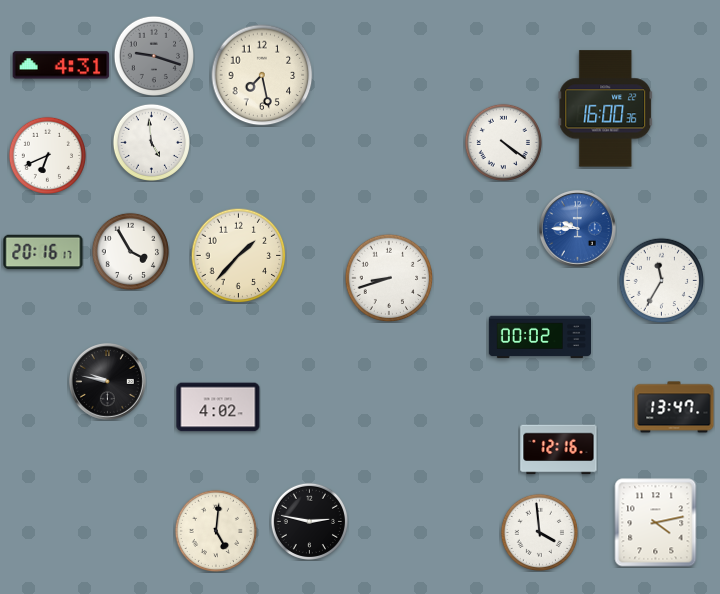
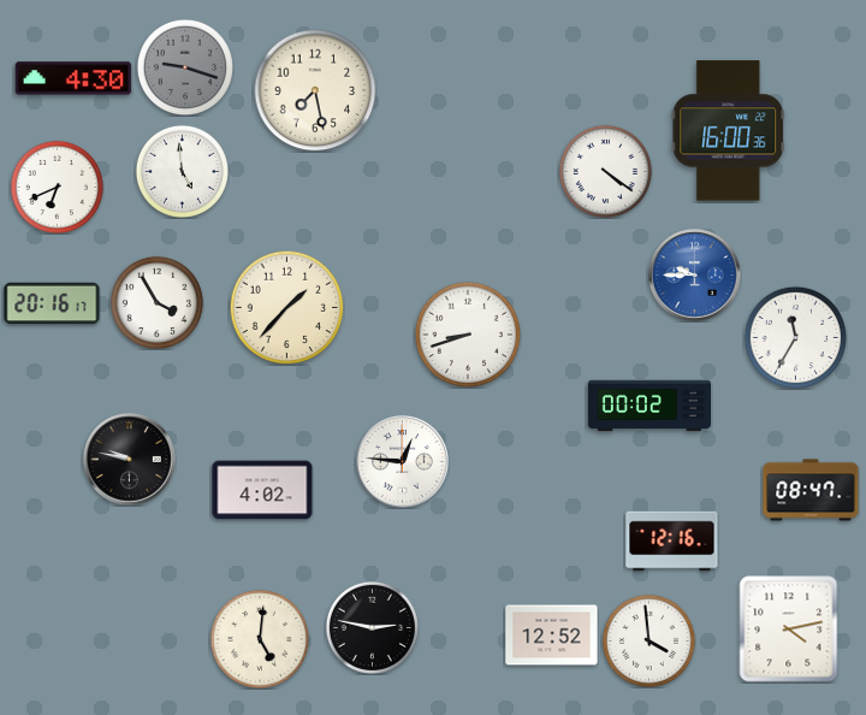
clock at (61, 65): 4:31 -> 4:30
clock at (403, 462): none -> 12:46
clock at (674, 407): 13:47 -> 08:47
clock at (552, 636): none -> 12:52
